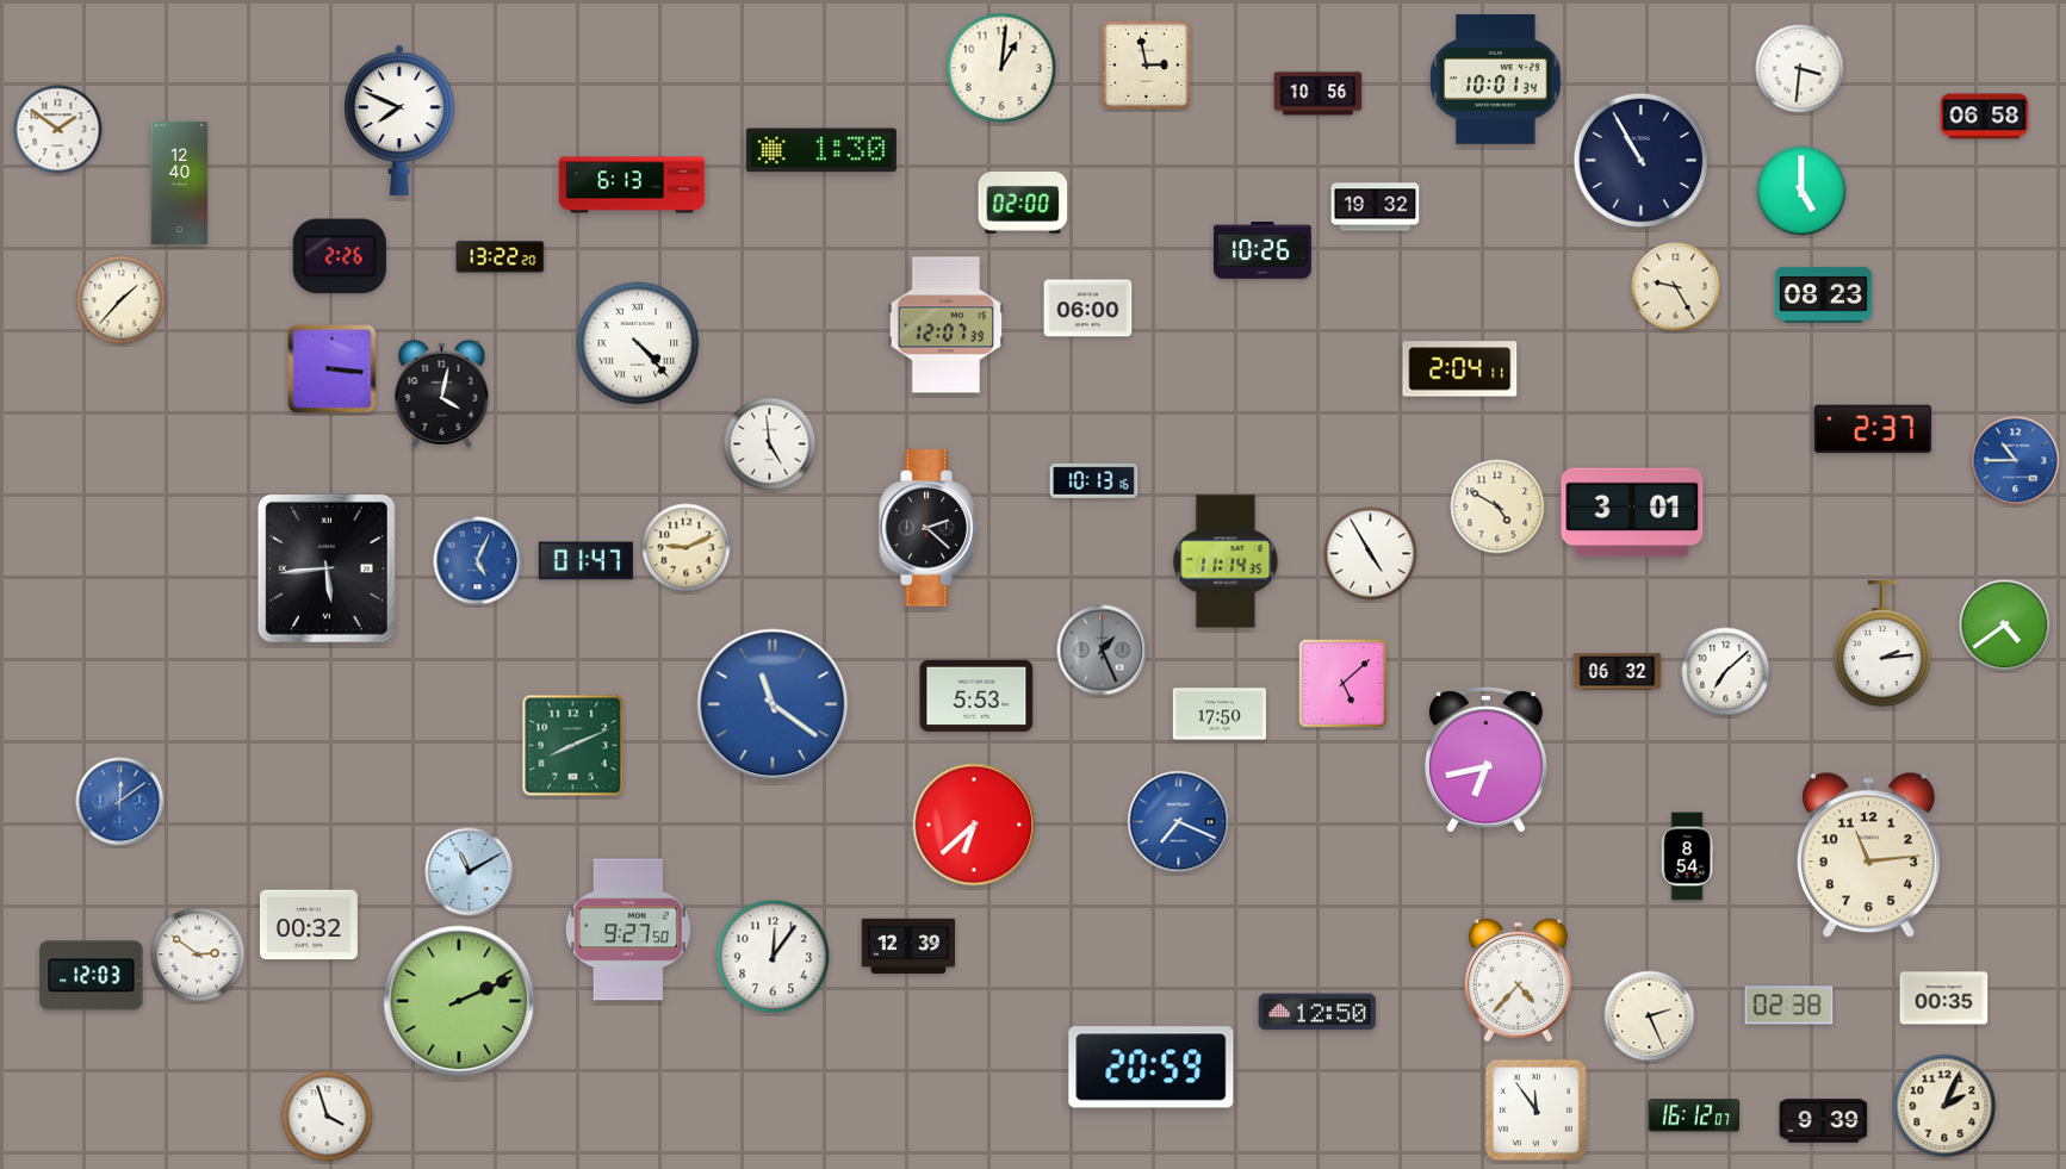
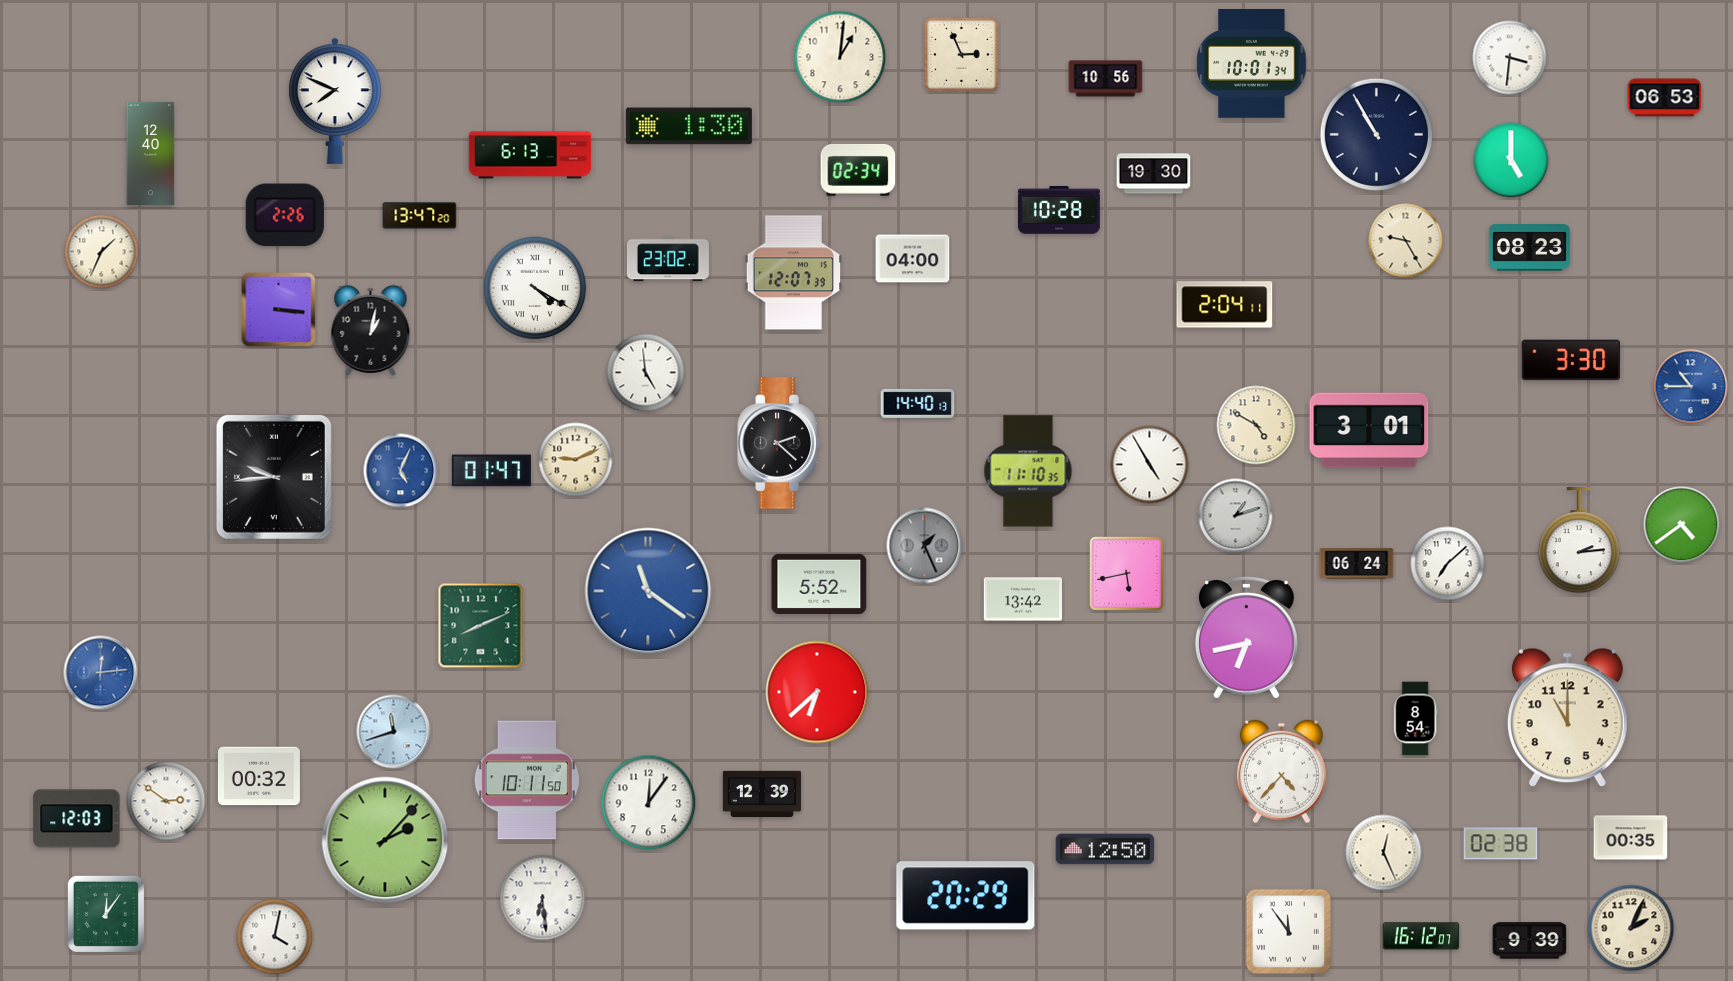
clock at (1147, 66): 2:58 -> 2:56
clock at (1496, 80) position: (1496, 80) -> (1252, 64)
clock at (1985, 117): 06:58 -> 06:53
clock at (58, 130): 1:51 -> none
clock at (1023, 203): 02:00 -> 02:34
clock at (1376, 207): 19:32 -> 19:30
clock at (1262, 251): 10:26 -> 10:28
clock at (501, 257): 13:22 -> 13:47
clock at (122, 300): 1:37 -> 1:34
clock at (668, 259): none -> 23:02
clock at (1088, 309): 06:00 -> 04:00
clock at (638, 343): 4:23 -> 4:20
clock at (1460, 369) position: (1460, 369) -> (1225, 305)
clock at (442, 393): 4:02 -> 1:02
clock at (1873, 429): 2:37 -> 3:30
clock at (1094, 480): 10:13 -> 14:40
clock at (1226, 561): 11:14 -> 11:10
clock at (327, 568): 5:44 -> 9:44
clock at (1236, 516): none -> 1:12
clock at (1618, 672): 06:32 -> 06:24
clock at (1344, 684): 5:08 -> 5:43
clock at (976, 696): 5:53 -> 5:52
clock at (1218, 714): 17:50 -> 13:42
clock at (120, 802): 12:09 -> 12:14
clock at (1179, 822): 7:19 -> none
clock at (1868, 856): 11:14 -> 11:00
clock at (470, 872): 11:10 -> 11:42
clock at (628, 929): 9:27 -> 10:11
clock at (1518, 981) position: (1518, 981) -> (1281, 772)
clock at (459, 1001): 2:11 -> 2:07
clock at (1650, 1016): 2:26 -> 12:26
clock at (1152, 1068): 20:59 -> 20:29
clock at (543, 898): none -> 6:29
clock at (105, 913): none -> 12:06
clock at (328, 1117): 3:57 -> 4:02
